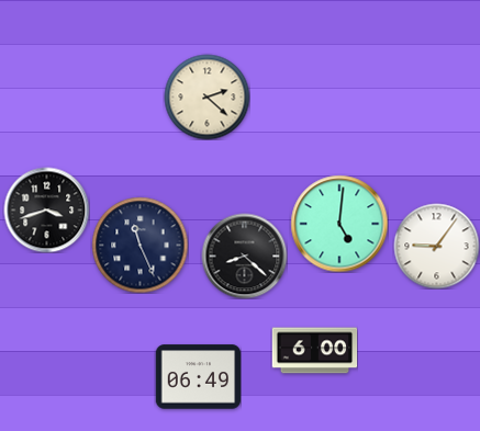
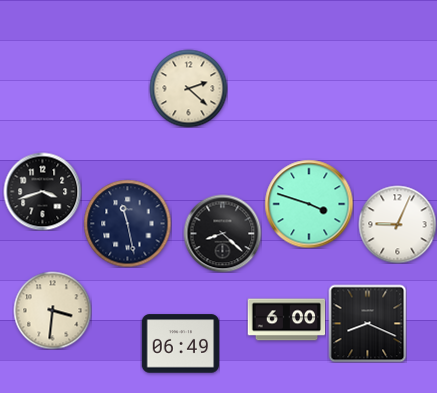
clock at (339, 224): 5:01 -> 3:48
clock at (139, 245): 11:26 -> 11:28
clock at (436, 246): 9:06 -> 9:04
clock at (52, 310): none -> 3:31
clock at (367, 323): none -> 8:19
